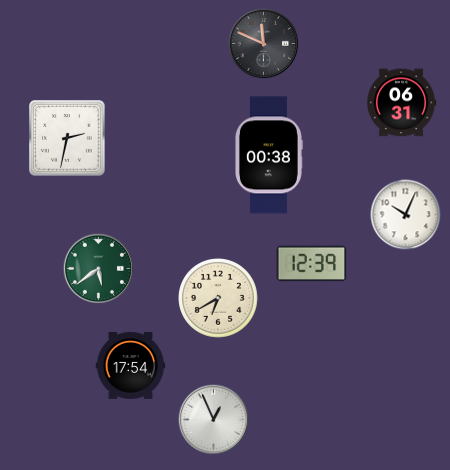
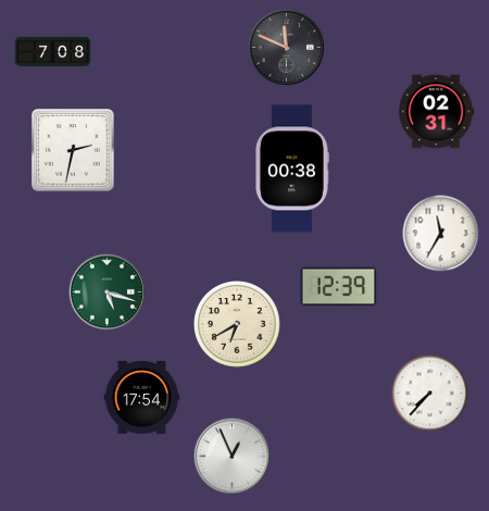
clock at (53, 52): none -> 7:08
clock at (401, 103): 06:31 -> 02:31
clock at (406, 215): 10:04 -> 11:35
clock at (99, 269): 5:39 -> 5:18
clock at (430, 394): none -> 7:37
